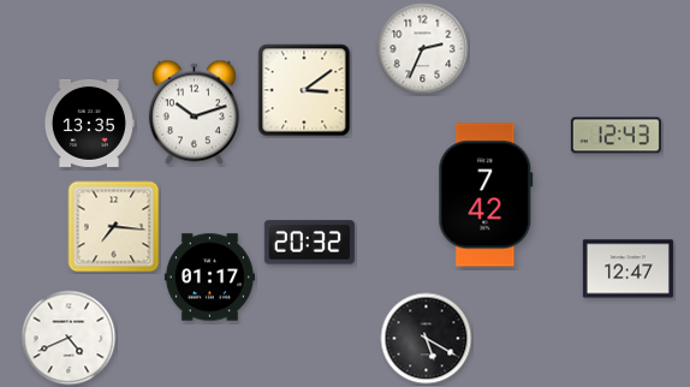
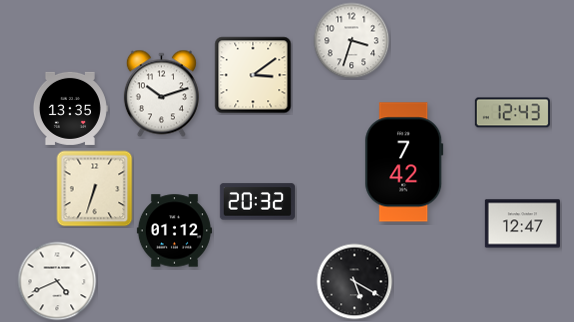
clock at (423, 49): 2:34 -> 3:33
clock at (89, 123) position: (89, 123) -> (70, 108)
clock at (114, 227): 7:16 -> 6:33
clock at (209, 278): 01:17 -> 01:12
